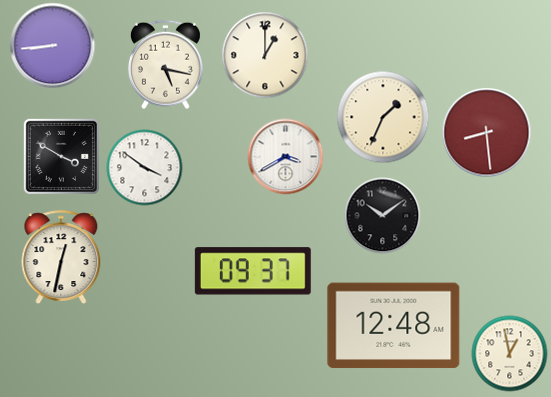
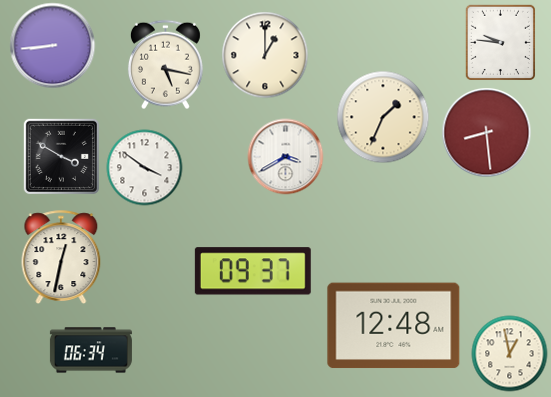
clock at (500, 42): none -> 9:46
clock at (383, 216): 10:09 -> none
clock at (91, 350): none -> 06:34
